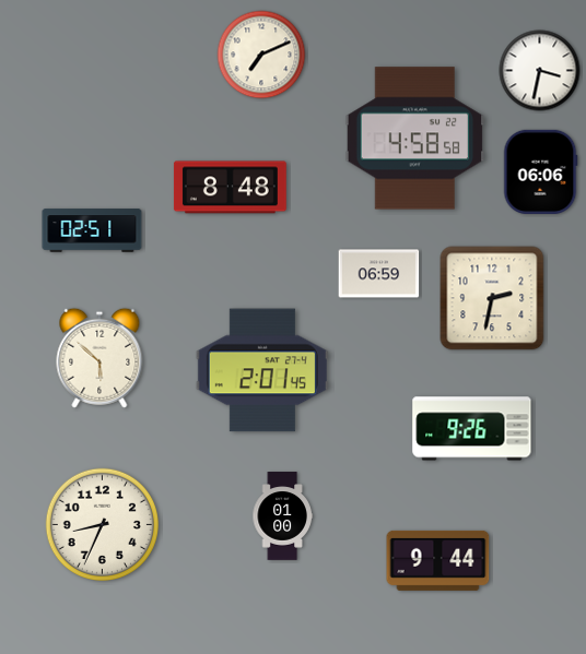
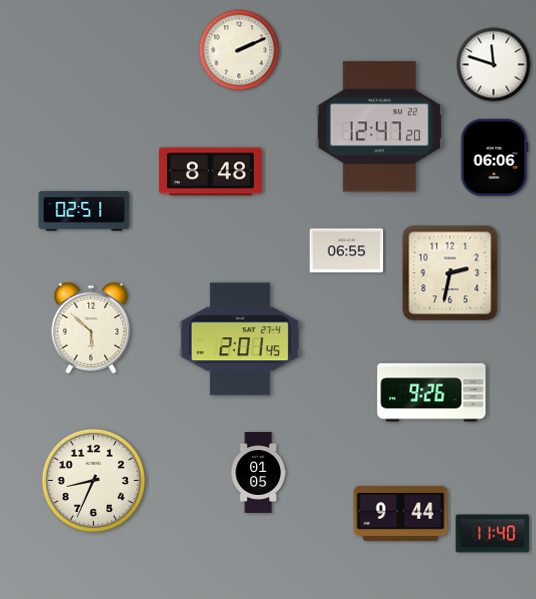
clock at (261, 55): 7:11 -> 2:11
clock at (540, 71): 3:32 -> 11:48
clock at (415, 139): 4:58 -> 12:47
clock at (379, 274): 06:59 -> 06:55
clock at (282, 516): 01:00 -> 01:05
clock at (493, 534): none -> 11:40
